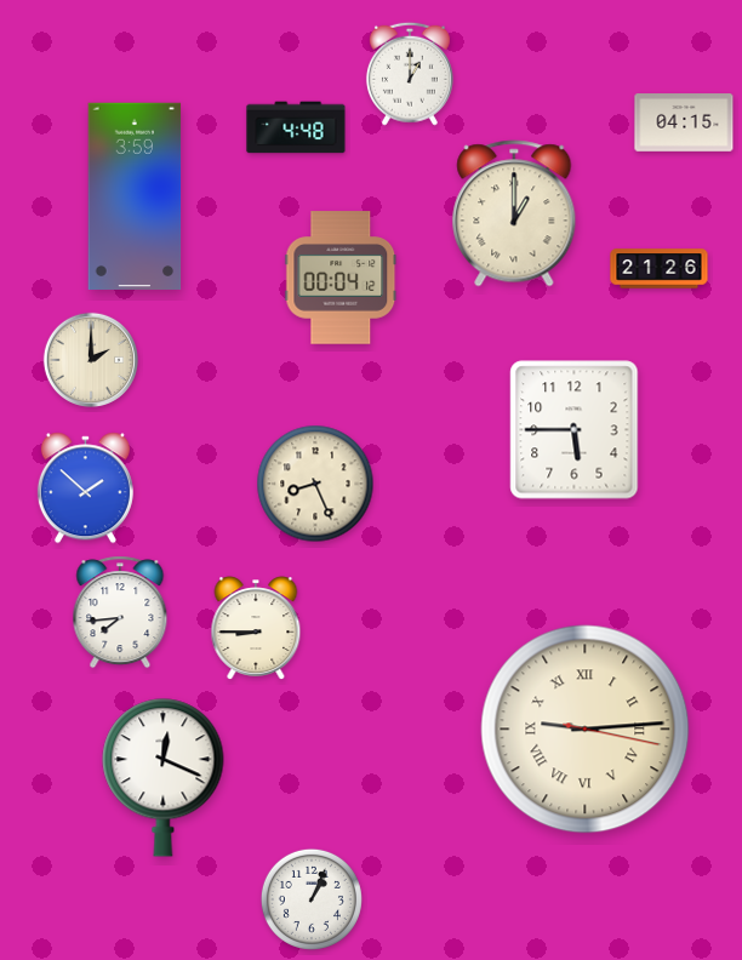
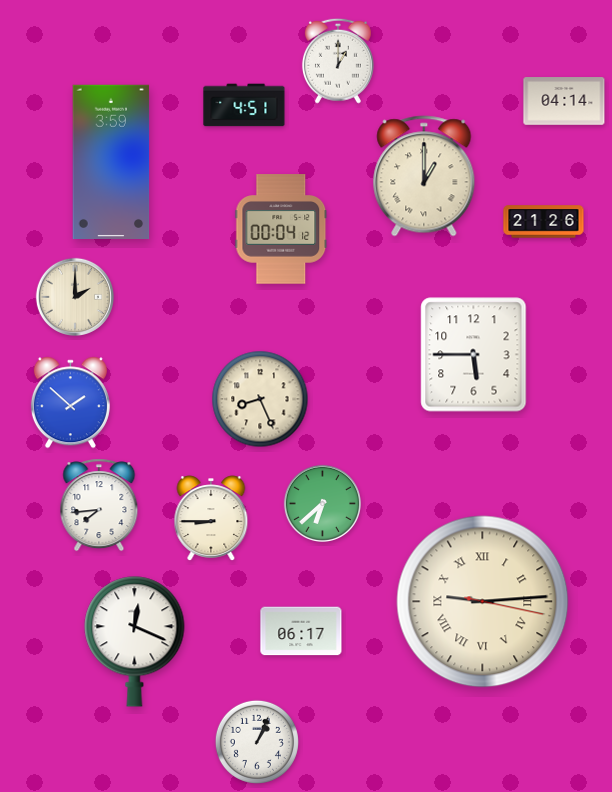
clock at (684, 122): 04:15 -> 04:14
clock at (296, 127): 4:48 -> 4:51
clock at (322, 503): none -> 6:38
clock at (301, 631): none -> 06:17
